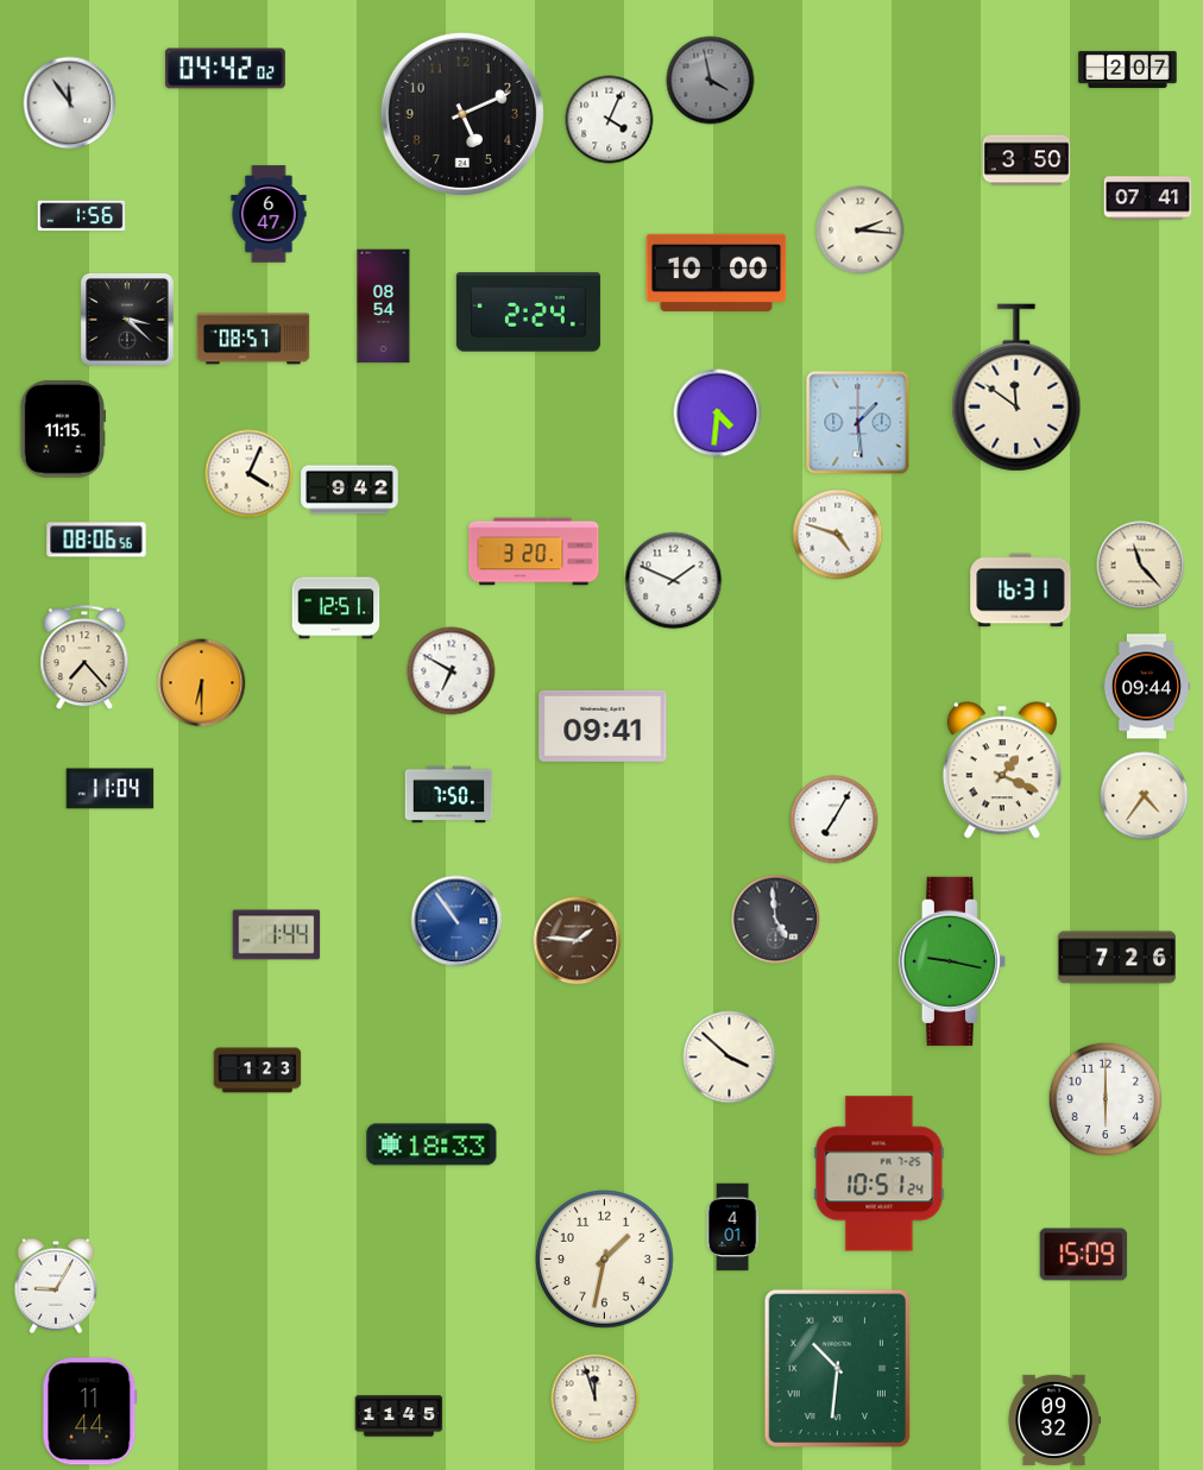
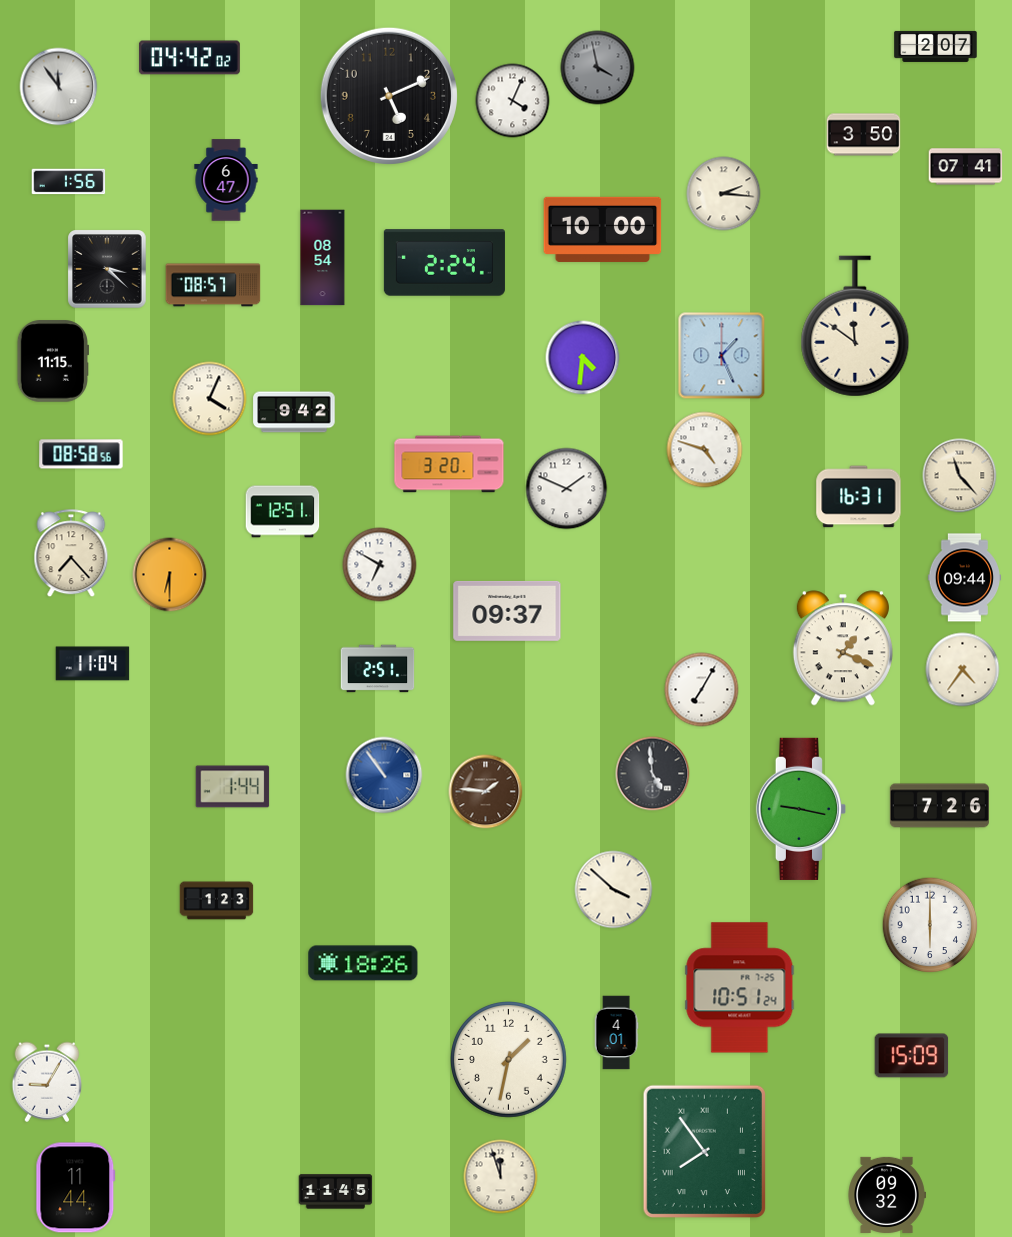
clock at (1128, 69) position: (1128, 69) -> (936, 46)
clock at (718, 414) position: (718, 414) -> (583, 358)
clock at (858, 423): 1:29 -> 1:26
clock at (96, 540): 08:06 -> 08:58
clock at (603, 726): 09:41 -> 09:37
clock at (449, 795): 7:50 -> 2:51
clock at (432, 1144): 18:33 -> 18:26
clock at (837, 1368): 10:31 -> 7:54
